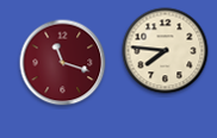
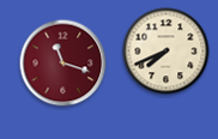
clock at (166, 51): 7:46 -> 7:41
